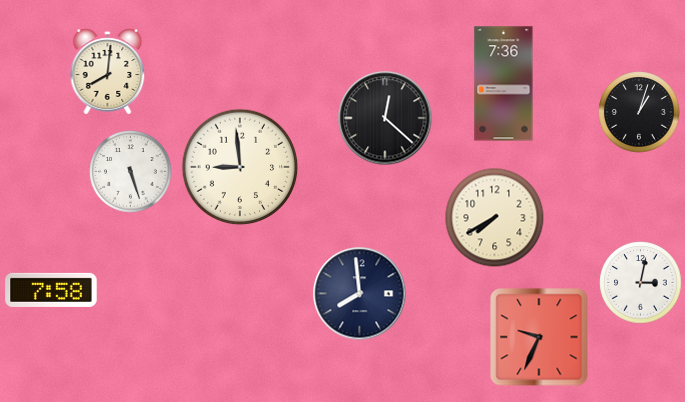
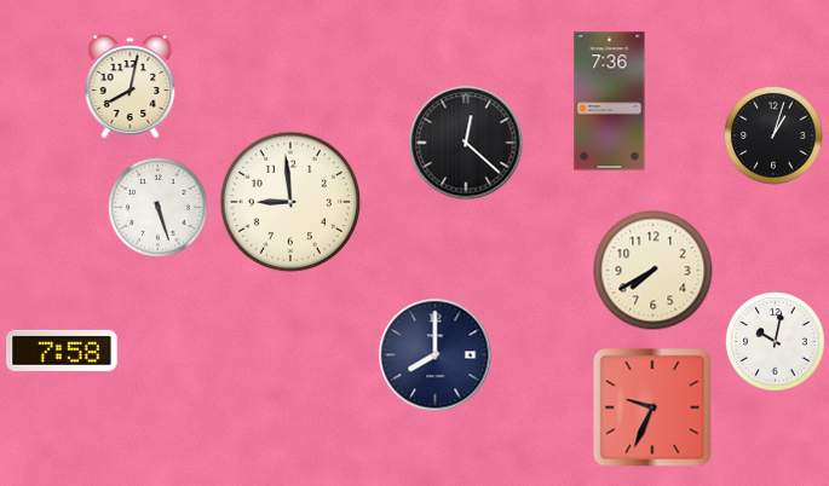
clock at (108, 72): 8:01 -> 8:02
clock at (495, 218) position: (495, 218) -> (654, 271)
clock at (641, 283): 3:02 -> 10:02
clock at (360, 294): 7:59 -> 8:00
